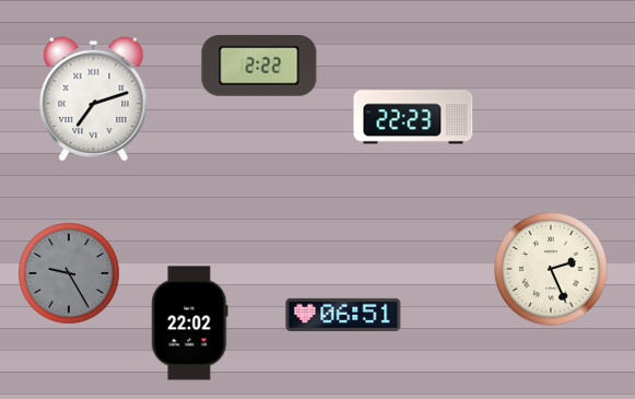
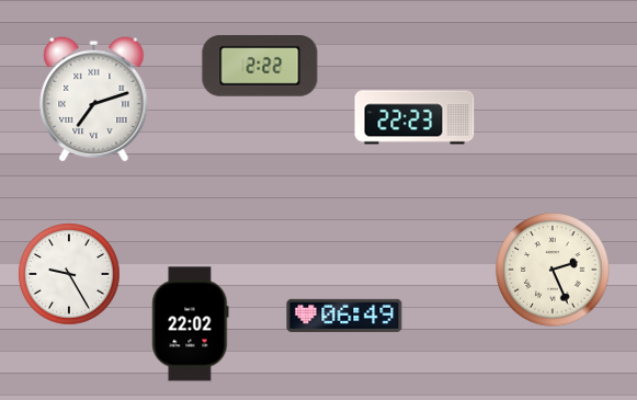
clock at (69, 273) dial: grey -> white
clock at (343, 315): 06:51 -> 06:49
